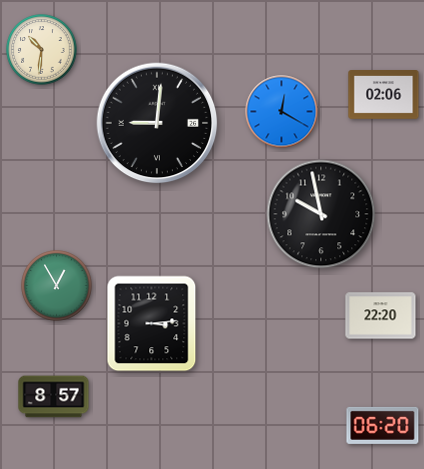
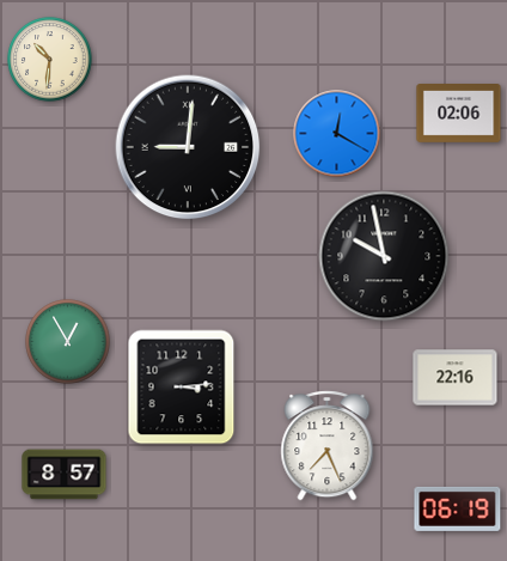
clock at (381, 316): 22:20 -> 22:16
clock at (328, 446): none -> 7:26
clock at (383, 425): 06:20 -> 06:19
